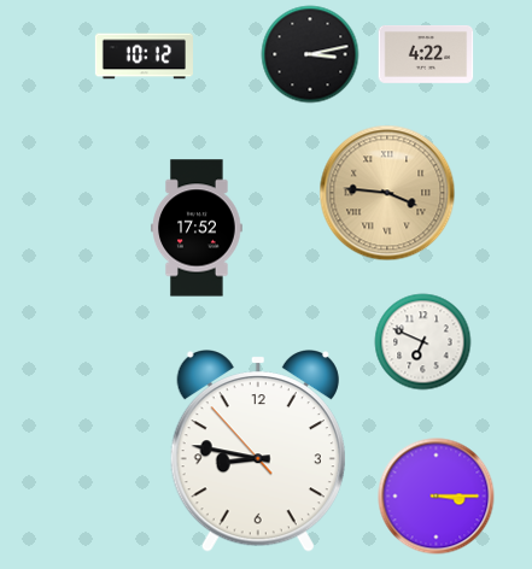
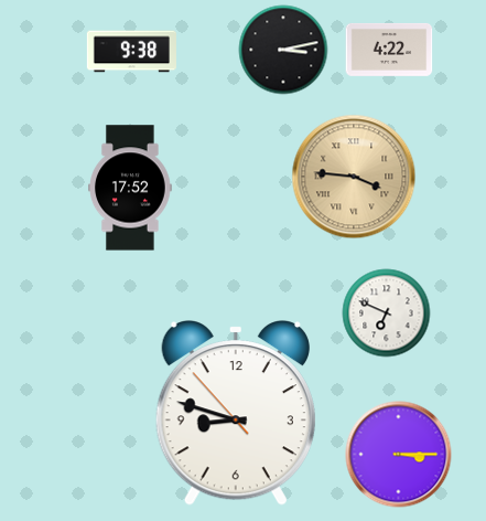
clock at (144, 57): 10:12 -> 9:38
clock at (197, 228) position: (197, 228) -> (130, 188)
clock at (258, 452): 8:46 -> 8:47
